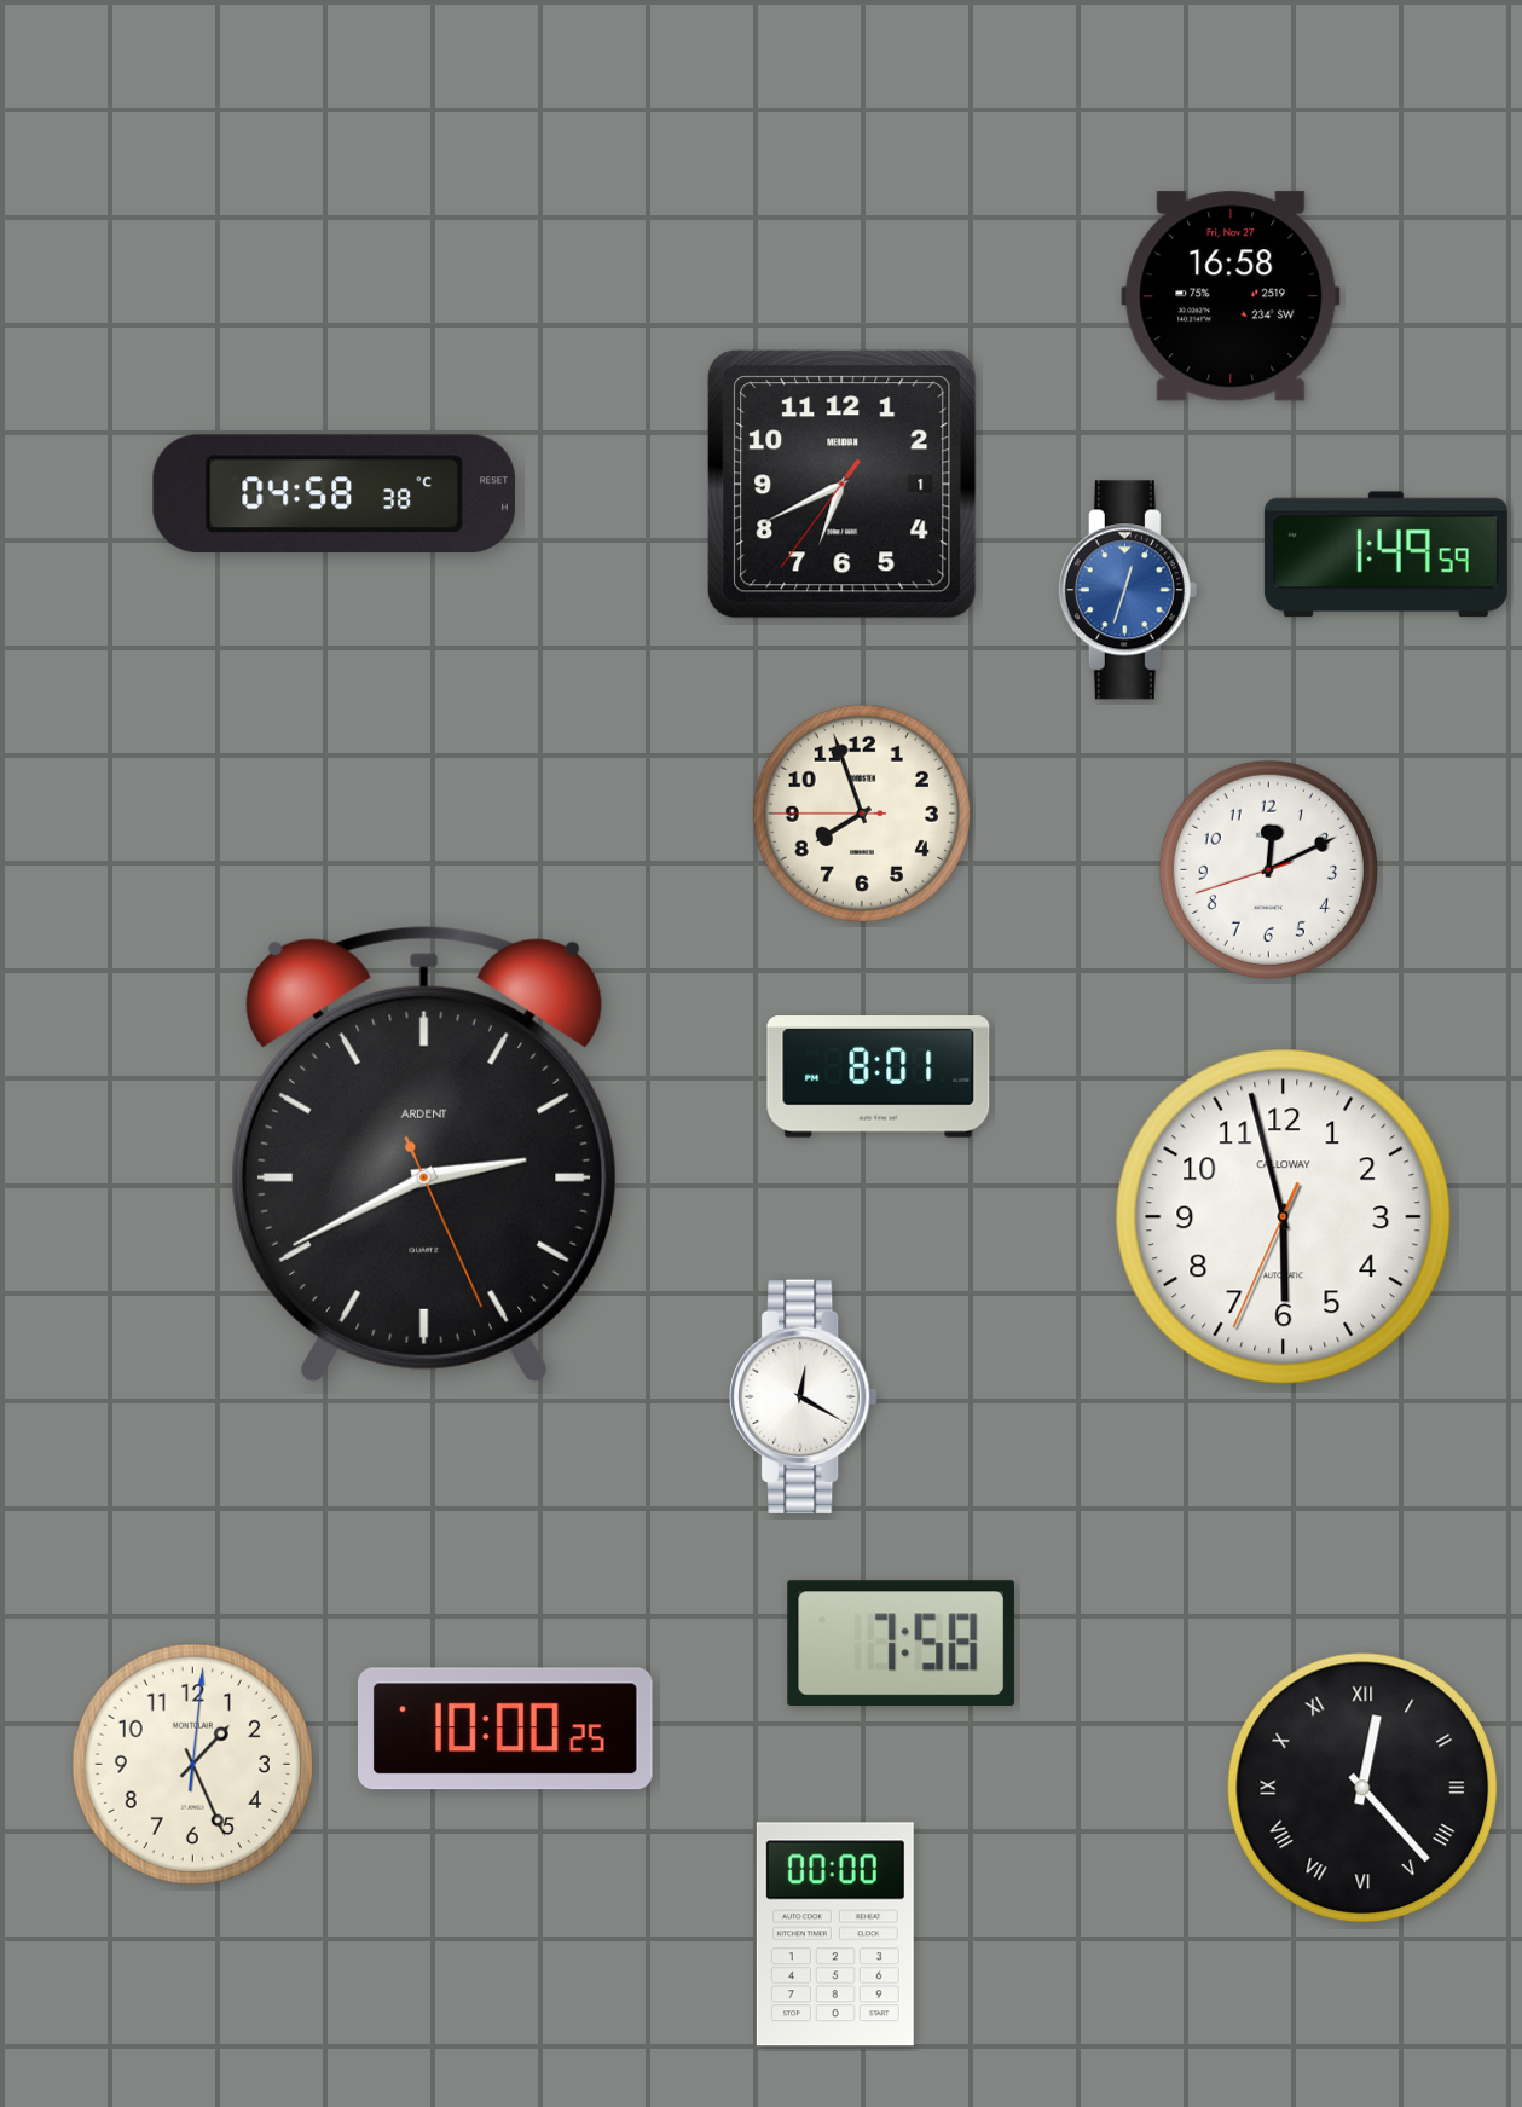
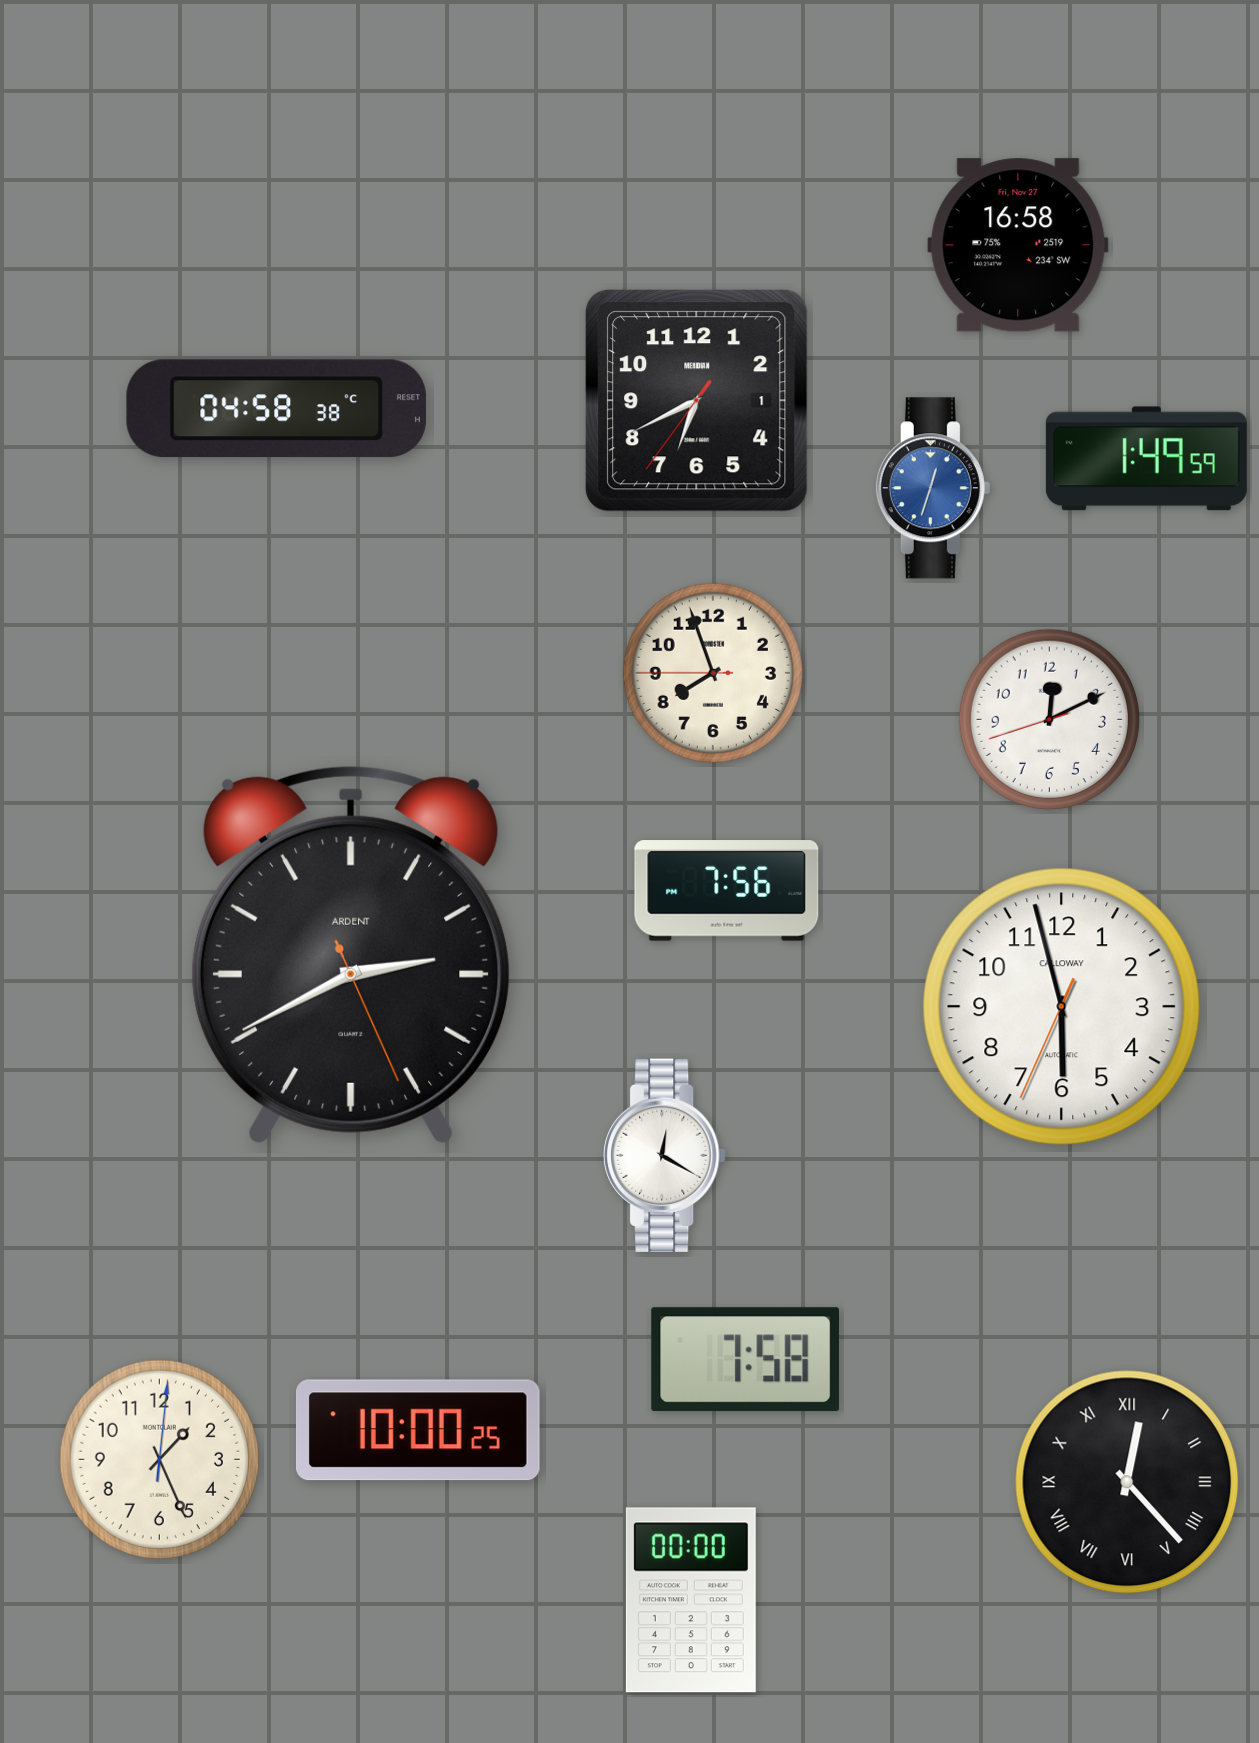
clock at (879, 1077): 8:01 -> 7:56
clock at (1362, 1788) position: (1362, 1788) -> (1127, 1482)
